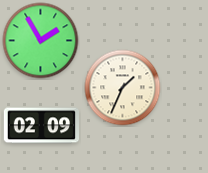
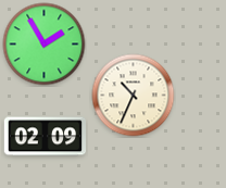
clock at (123, 88): 1:34 -> 10:34
